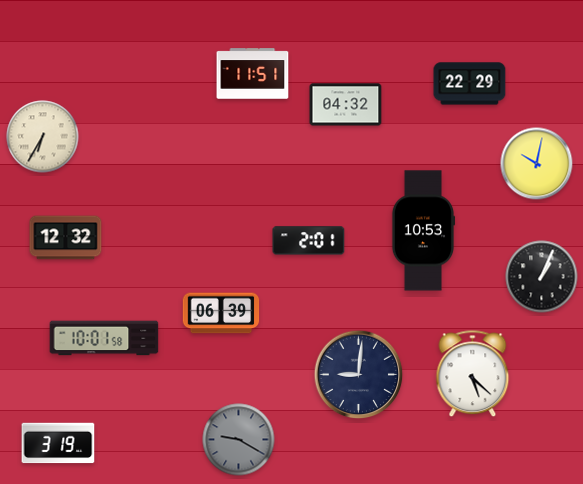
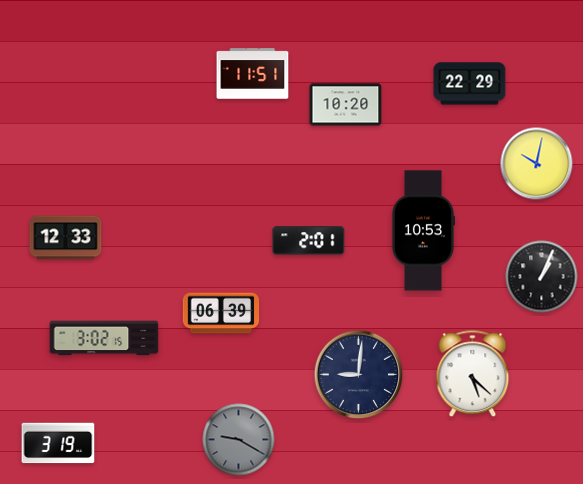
clock at (346, 105): 04:32 -> 10:20
clock at (43, 137): 6:35 -> none
clock at (66, 238): 12:32 -> 12:33
clock at (104, 338): 10:01 -> 3:02
